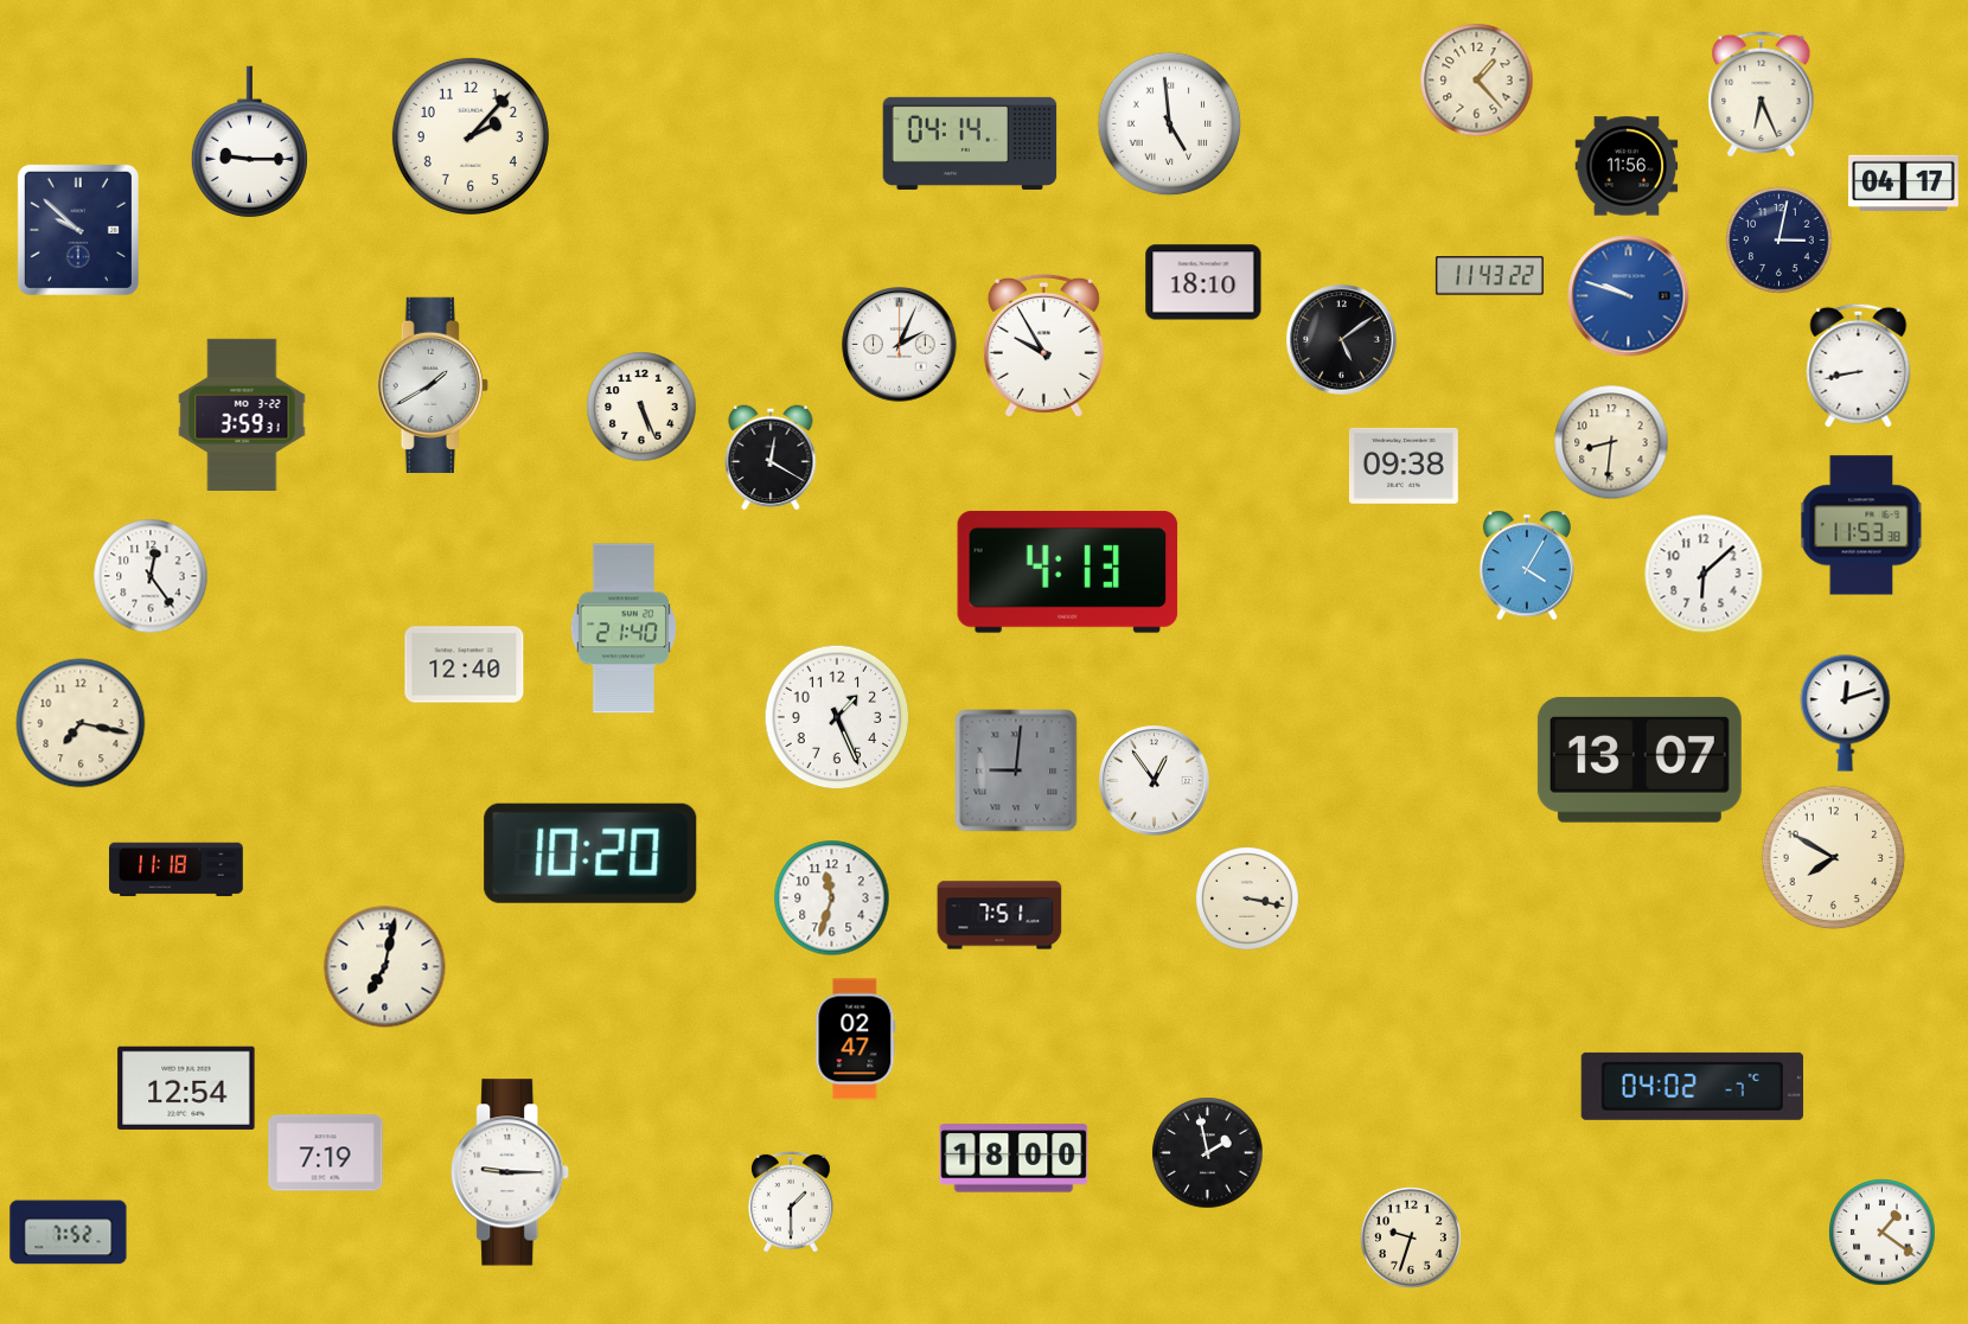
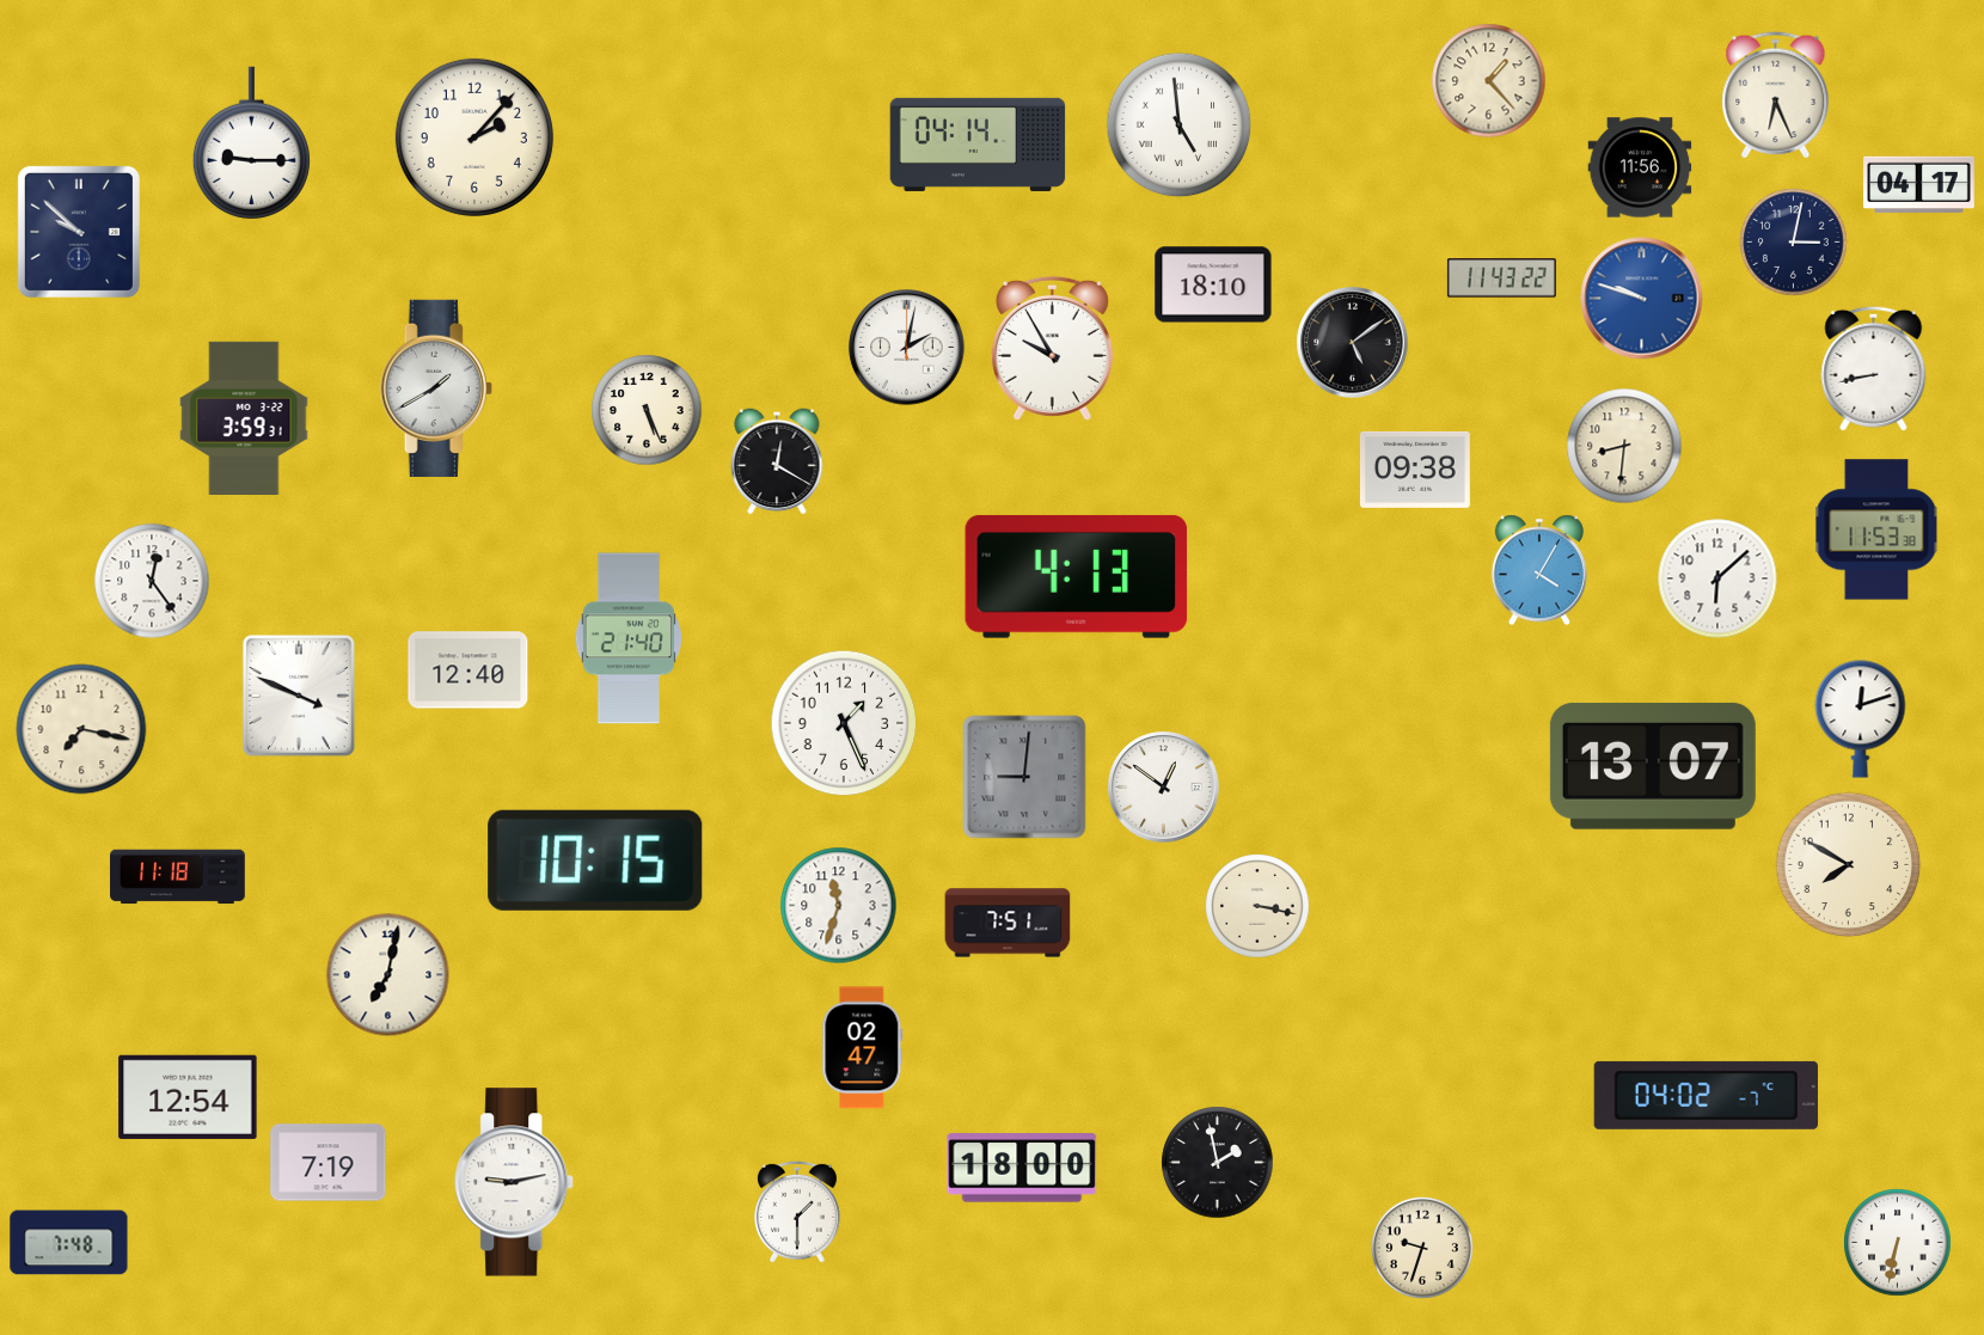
clock at (900, 345): 2:04 -> 2:02
clock at (624, 628) position: (624, 628) -> (629, 638)
clock at (299, 696): none -> 3:49
clock at (1155, 781): 12:54 -> 12:51
clock at (590, 853): 10:20 -> 10:15
clock at (511, 1172): 9:15 -> 9:13
clock at (69, 1233): 7:52 -> 7:48
clock at (1883, 1233): 1:21 -> 6:32
